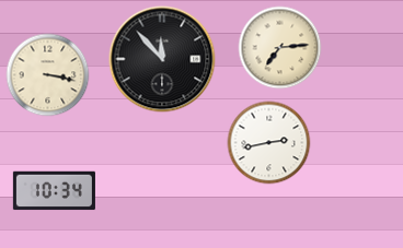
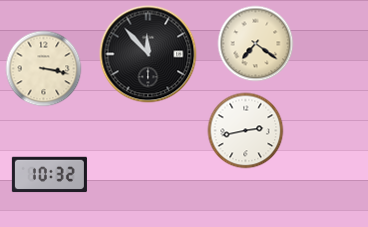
clock at (280, 48): 7:14 -> 7:21
clock at (54, 191): 10:34 -> 10:32
